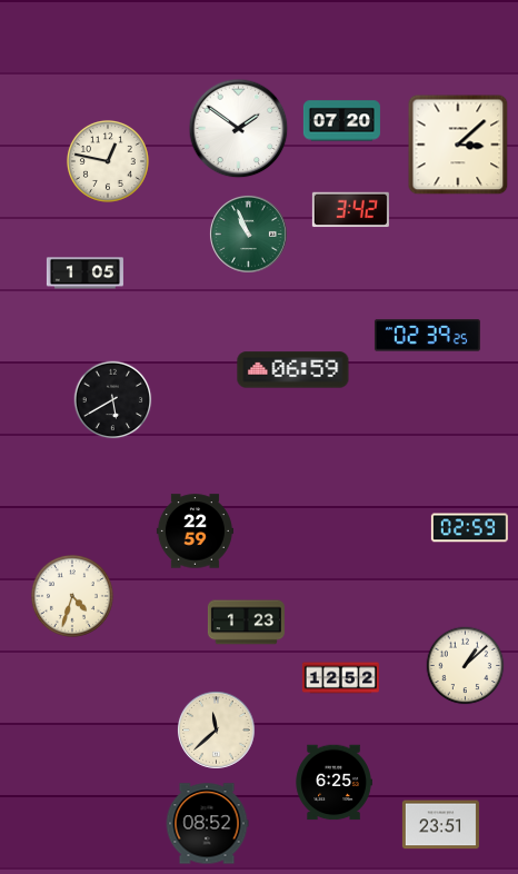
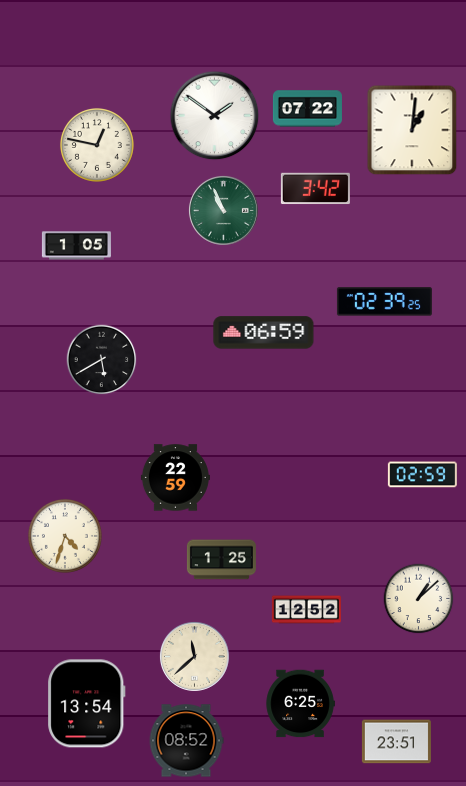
clock at (341, 121): 07:20 -> 07:22
clock at (458, 145): 3:08 -> 1:01
clock at (246, 623): 1:23 -> 1:25
clock at (87, 704): none -> 13:54
